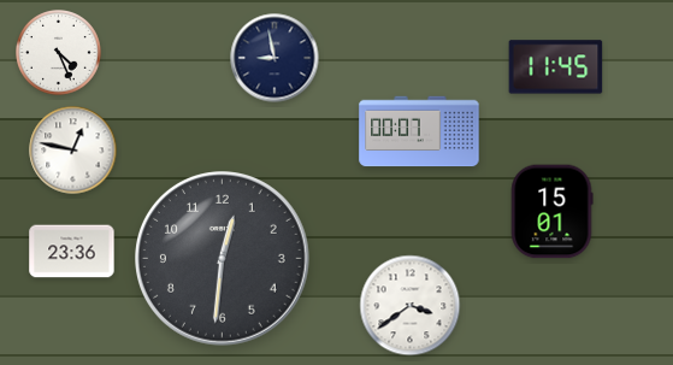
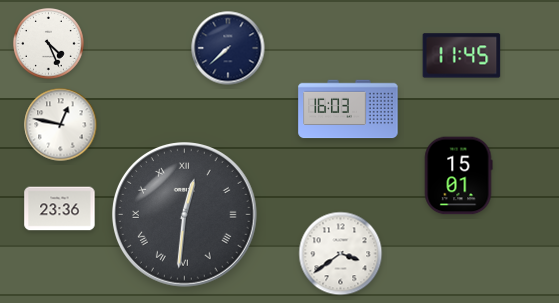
clock at (274, 58): 8:58 -> 7:38
clock at (419, 131): 00:07 -> 16:03
clock at (223, 259) numerals: Arabic -> Roman
